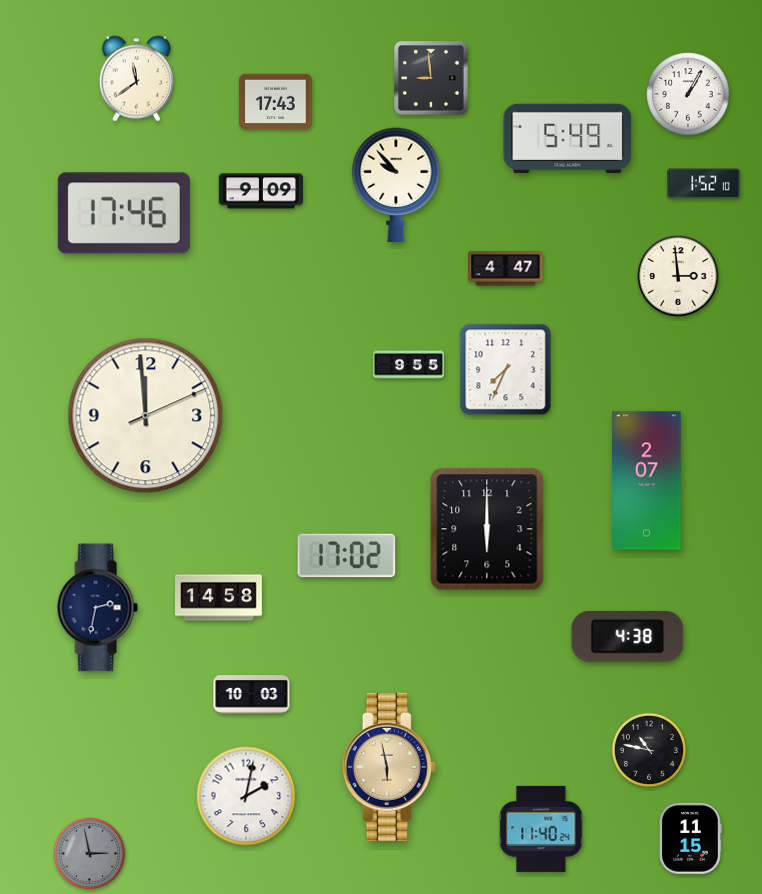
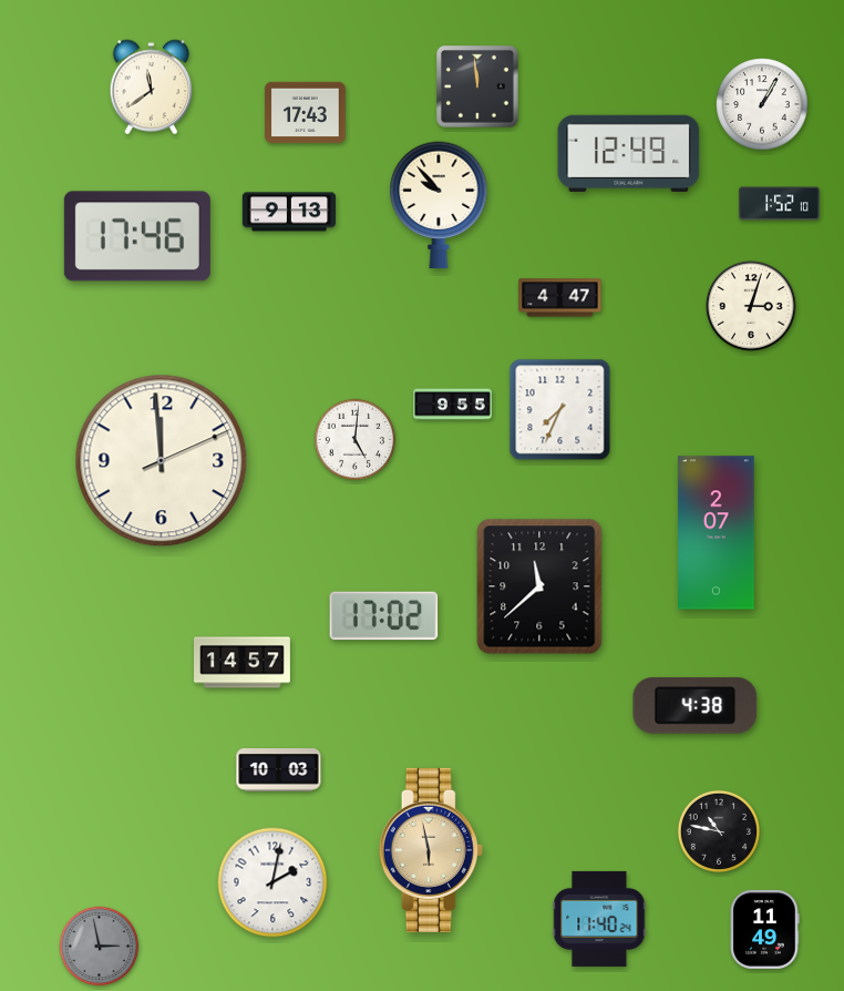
clock at (431, 78): 8:59 -> 11:59
clock at (568, 138): 5:49 -> 12:49
clock at (260, 191): 9:09 -> 9:13
clock at (678, 276): 2:59 -> 3:03
clock at (356, 440): none -> 5:01
clock at (487, 529): 6:00 -> 11:38
clock at (219, 598): 14:58 -> 14:57
clock at (97, 608): 2:32 -> none
clock at (690, 838): 11:15 -> 11:49
